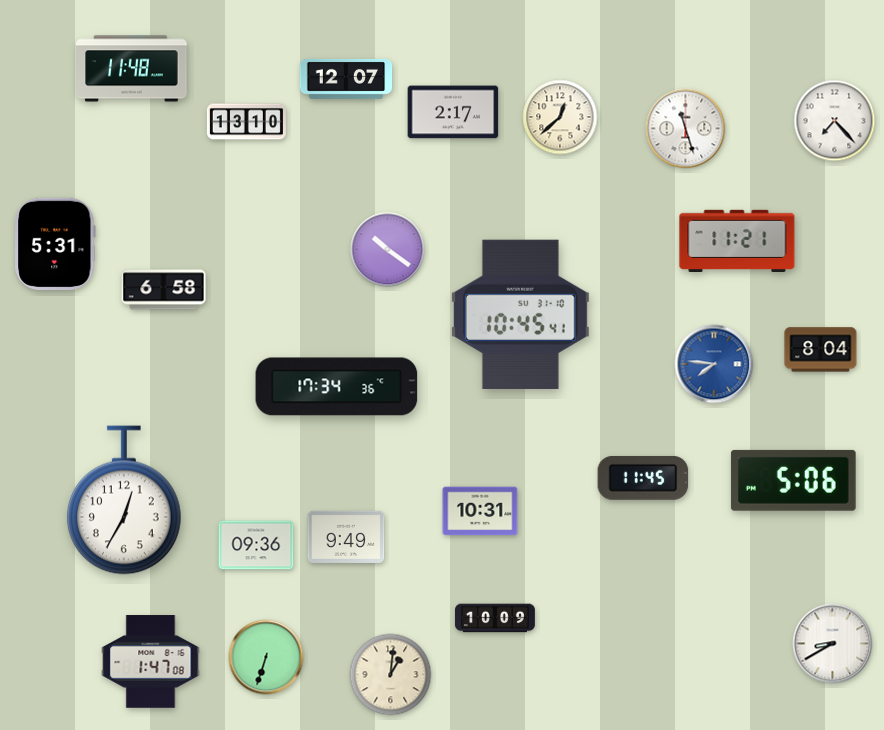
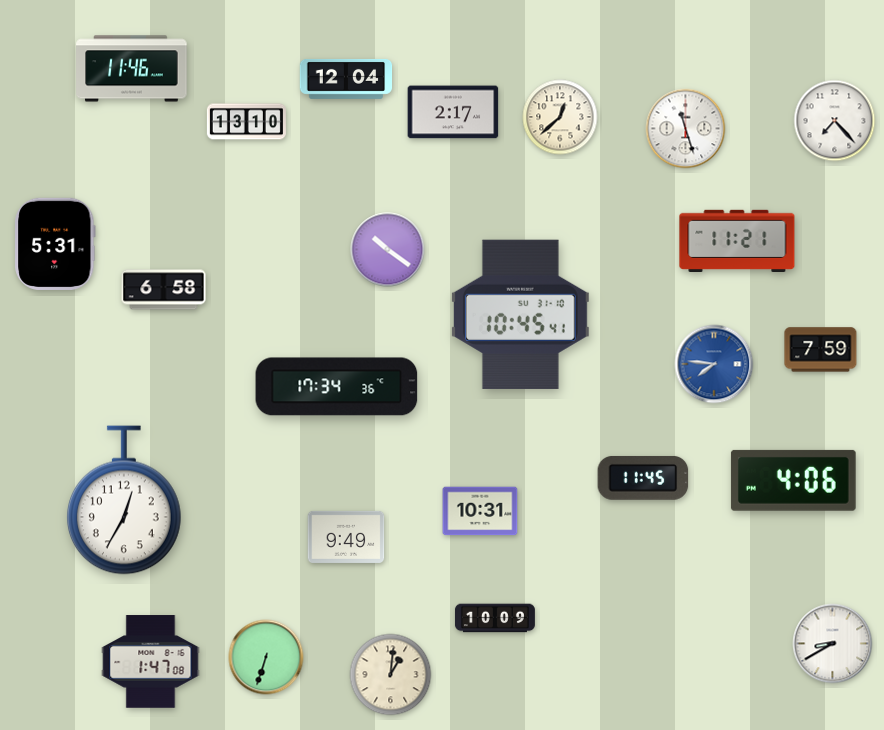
clock at (132, 69): 11:48 -> 11:46
clock at (346, 79): 12:07 -> 12:04
clock at (821, 350): 8:04 -> 7:59
clock at (793, 480): 5:06 -> 4:06
clock at (256, 545): 09:36 -> none
